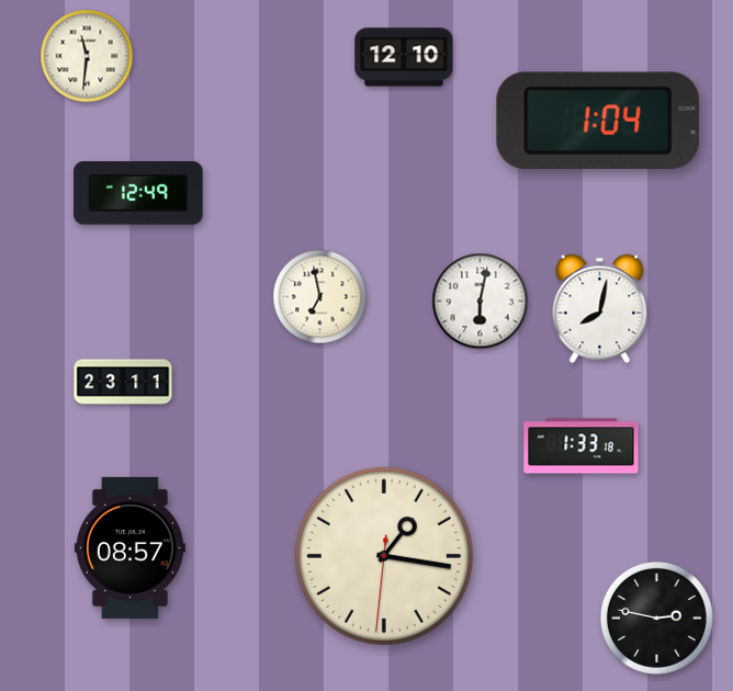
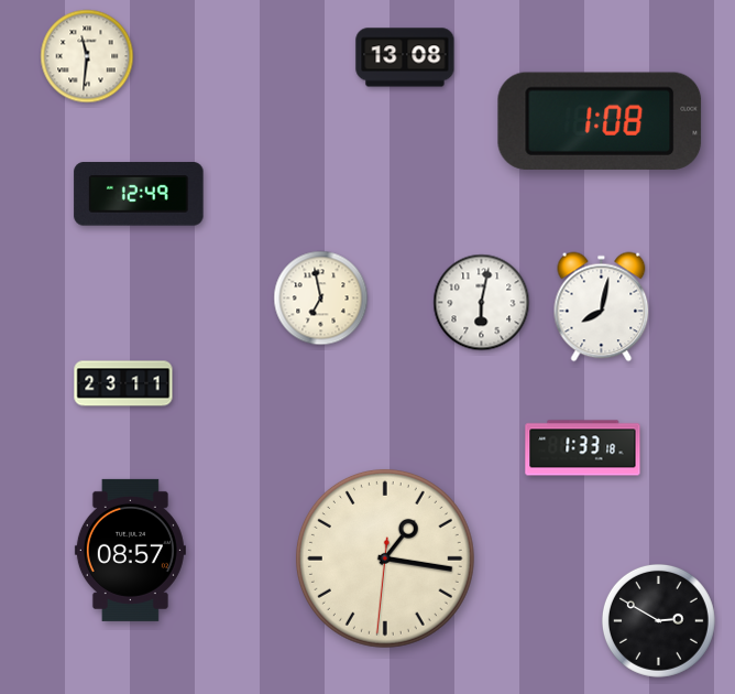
clock at (404, 57): 12:10 -> 13:08
clock at (598, 121): 1:04 -> 1:08
clock at (600, 309) position: (600, 309) -> (602, 307)
clock at (656, 618): 2:47 -> 2:50
